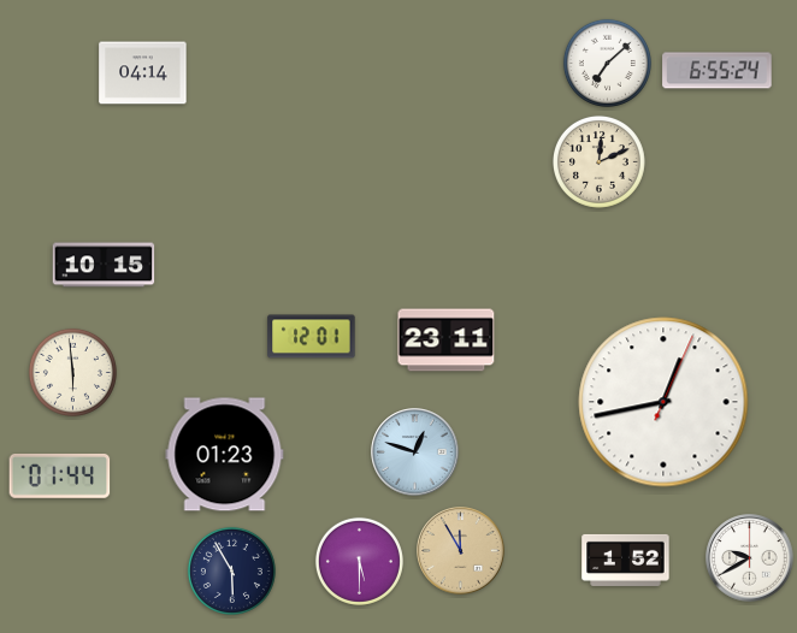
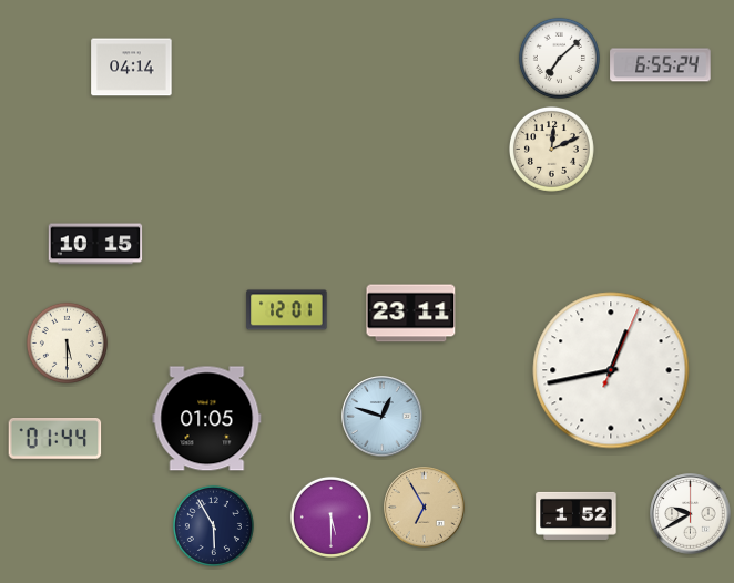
clock at (72, 372): 5:59 -> 5:30
clock at (225, 455): 01:23 -> 01:05
clock at (461, 551): 11:55 -> 6:55
